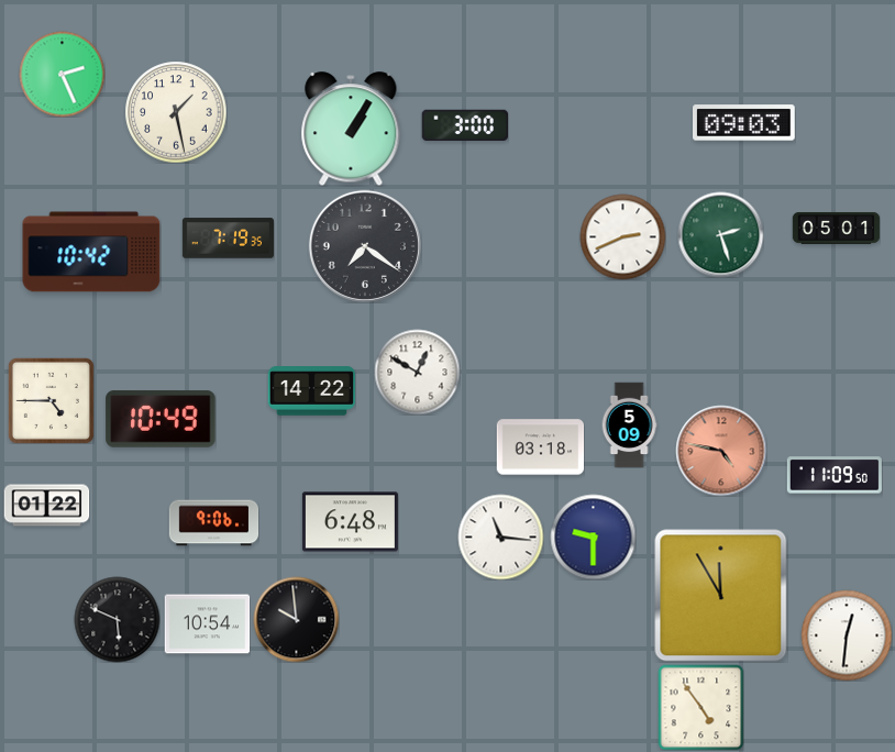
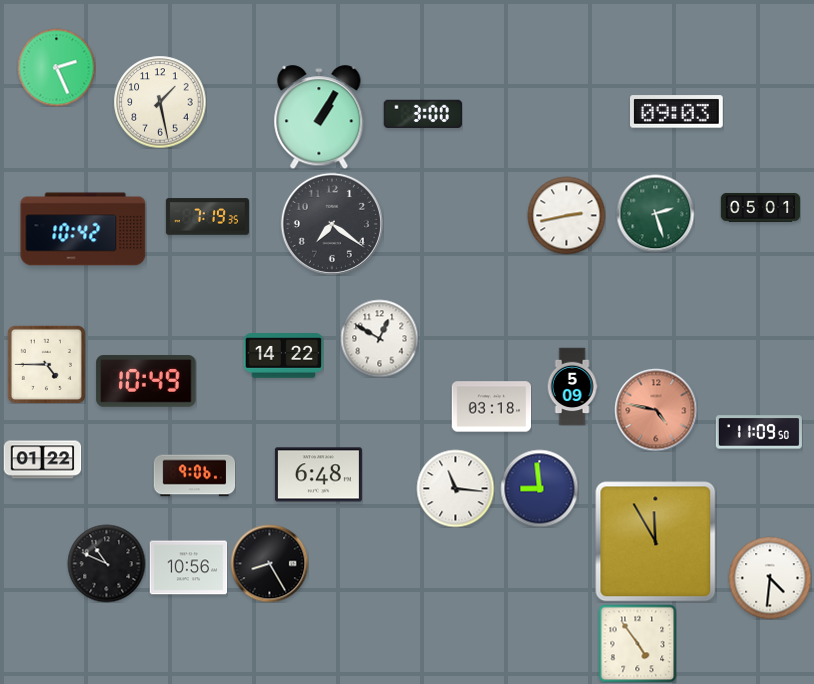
clock at (622, 236): 2:41 -> 2:43
clock at (593, 537): 9:30 -> 8:59
clock at (117, 619): 5:49 -> 10:49
clock at (296, 619): 9:59 -> 8:25
clock at (207, 624): 10:54 -> 10:56
clock at (847, 635): 12:31 -> 4:31
